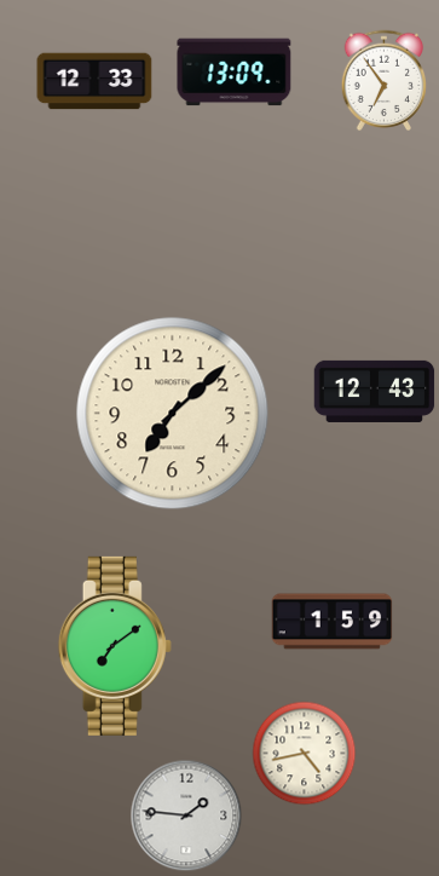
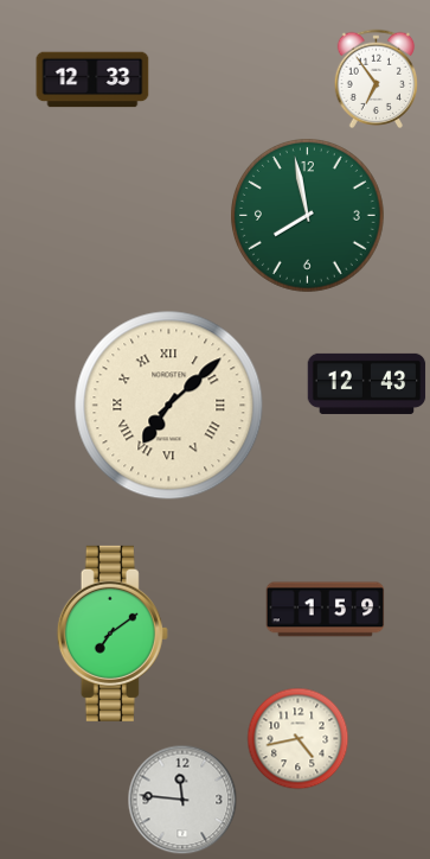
clock at (235, 73): 13:09 -> none
clock at (308, 216): none -> 7:58
clock at (173, 414) numerals: Arabic -> Roman
clock at (186, 816): 1:46 -> 11:46
